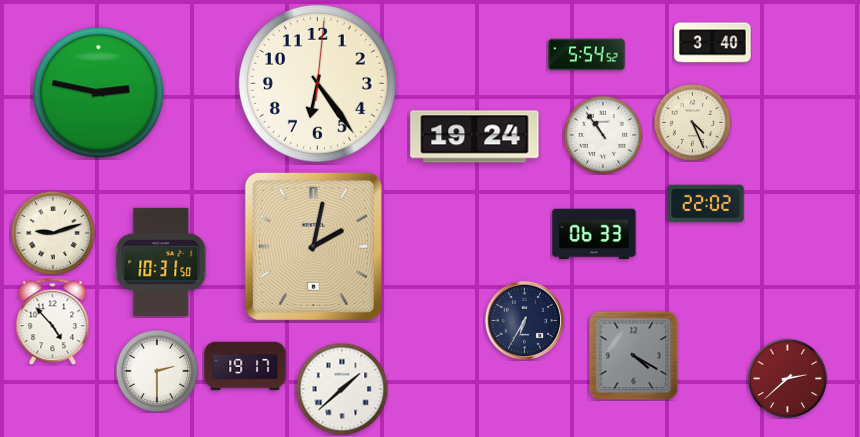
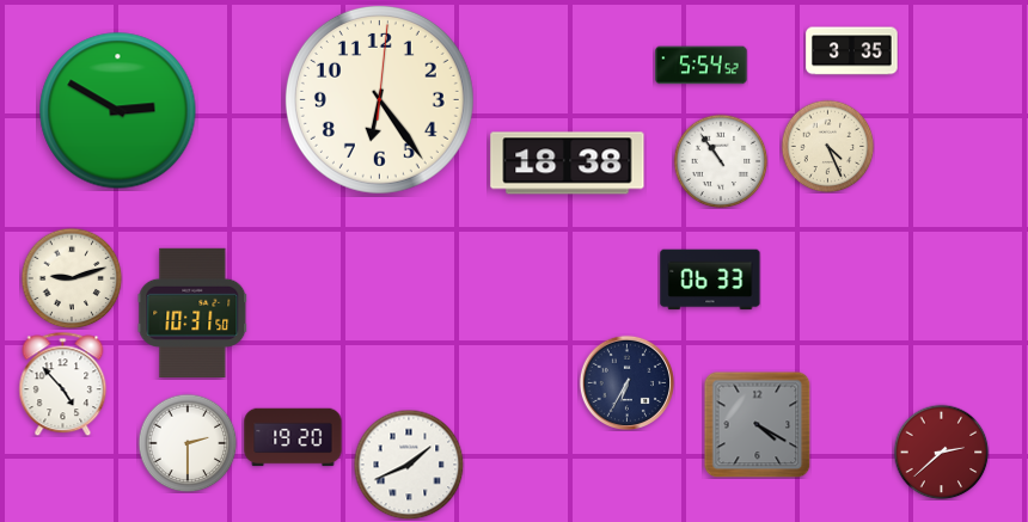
clock at (713, 43): 3:40 -> 3:35
clock at (99, 93): 2:47 -> 2:50
clock at (475, 137): 19:24 -> 18:38
clock at (706, 204): 22:02 -> none
clock at (53, 233) position: (53, 233) -> (72, 278)
clock at (313, 246): 2:02 -> none
clock at (245, 366): 19:17 -> 19:20
clock at (342, 389): 1:38 -> 1:41
